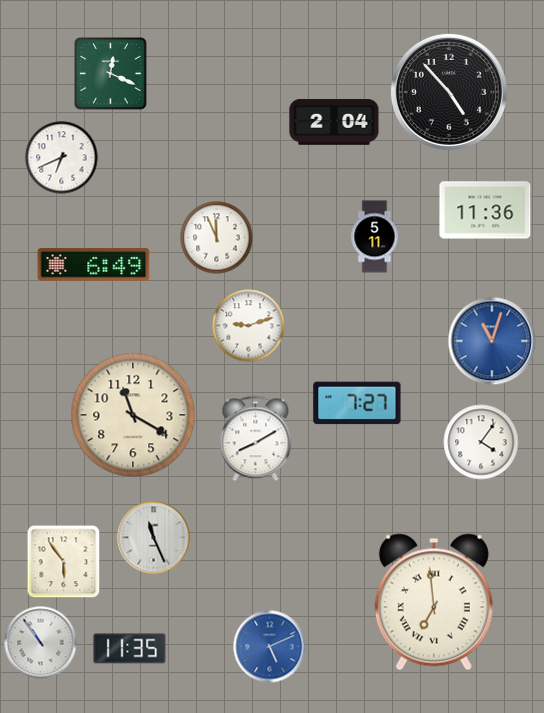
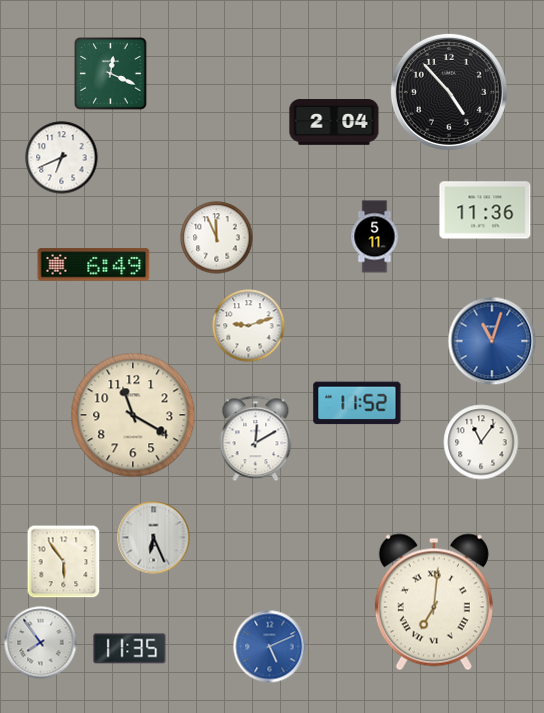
clock at (357, 403): 7:27 -> 11:52
clock at (256, 439): 8:10 -> 12:10
clock at (481, 442): 4:06 -> 11:06
clock at (154, 538): 11:26 -> 6:26
clock at (434, 602): 6:59 -> 7:01
clock at (41, 643): 10:54 -> 7:54
